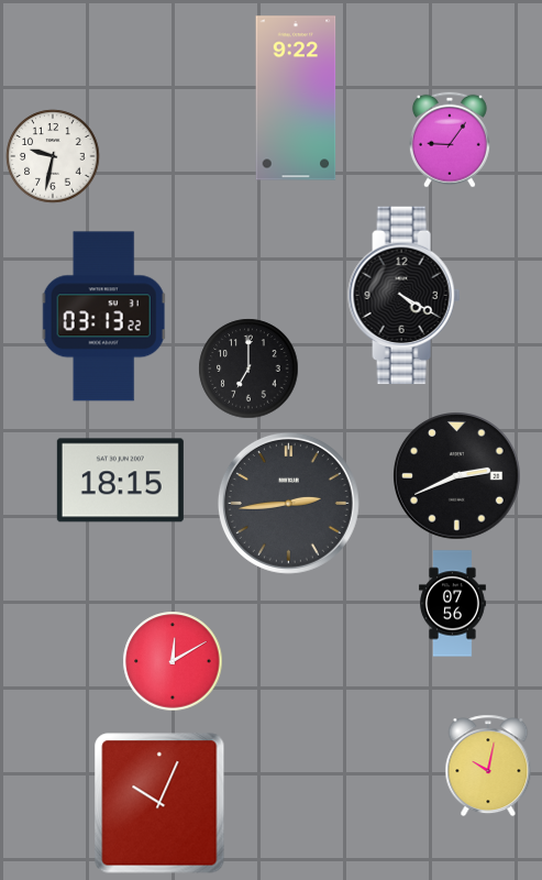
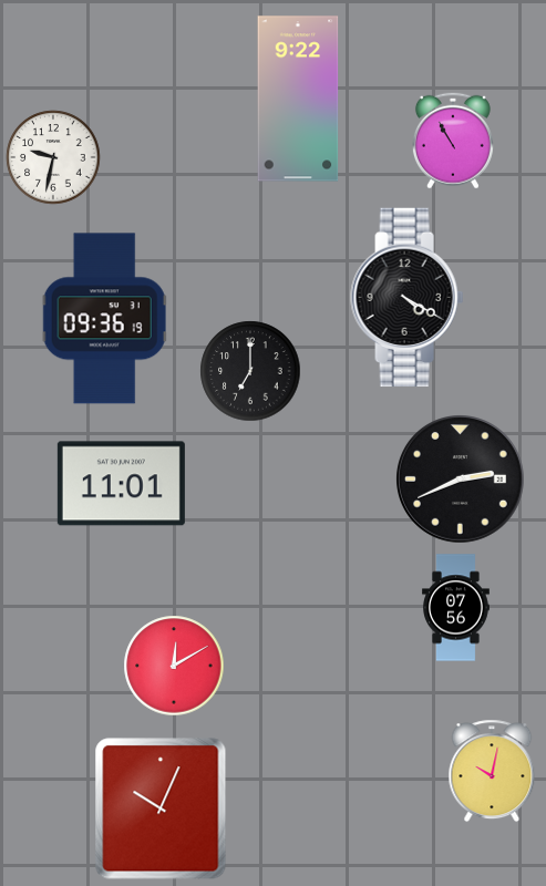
clock at (450, 140): 9:06 -> 10:55
clock at (104, 317): 03:13 -> 09:36
clock at (120, 481): 18:15 -> 11:01
clock at (288, 503): 2:44 -> none
